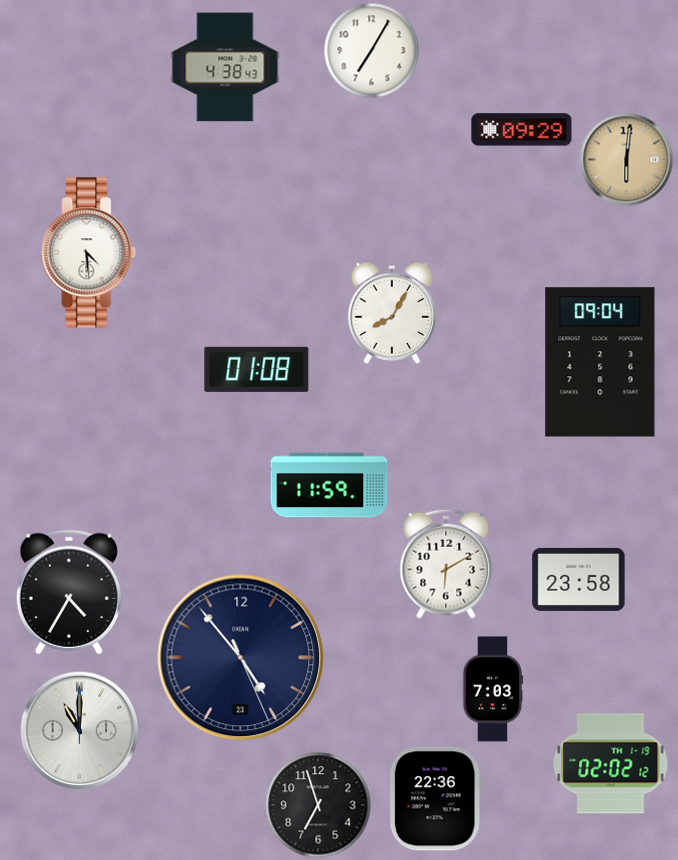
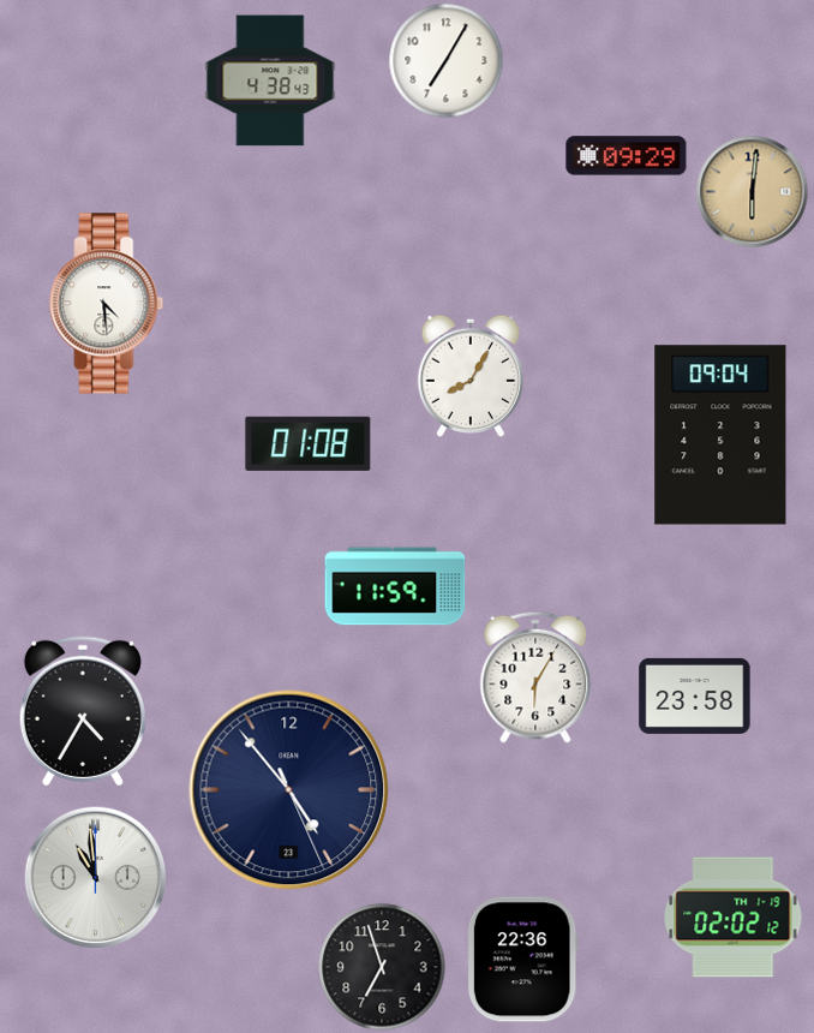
clock at (329, 485) position: (329, 485) -> (395, 586)
clock at (446, 564): 6:10 -> 6:05
clock at (493, 689): 7:03 -> none
clock at (79, 730): 11:00 -> 10:59
